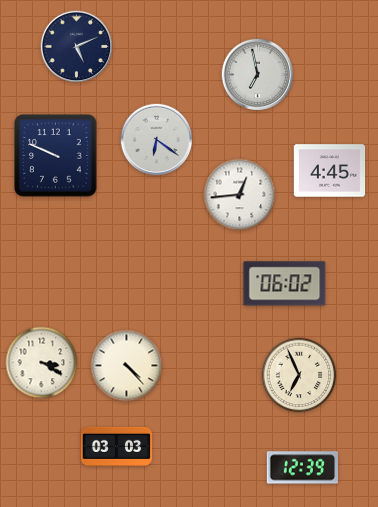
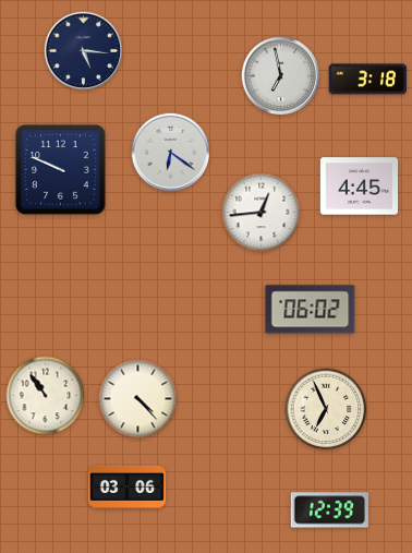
clock at (77, 47): 5:11 -> 5:16
clock at (367, 80): none -> 3:18
clock at (258, 75) position: (258, 75) -> (281, 76)
clock at (42, 363): 3:20 -> 10:54
clock at (117, 446): 03:03 -> 03:06
